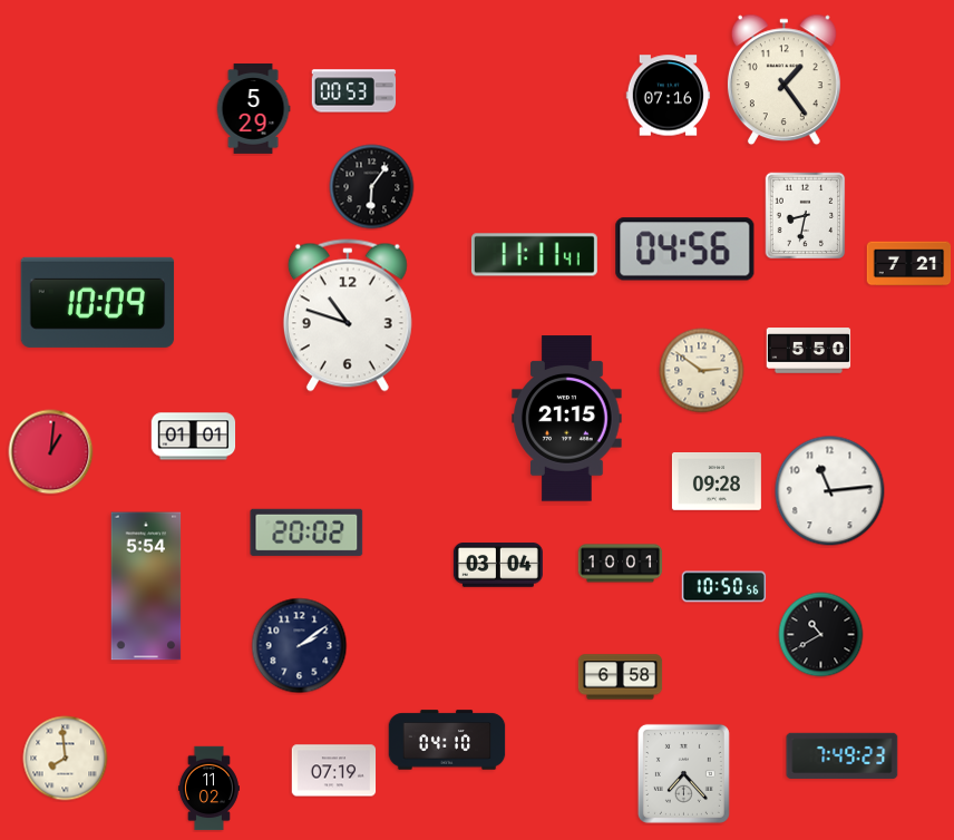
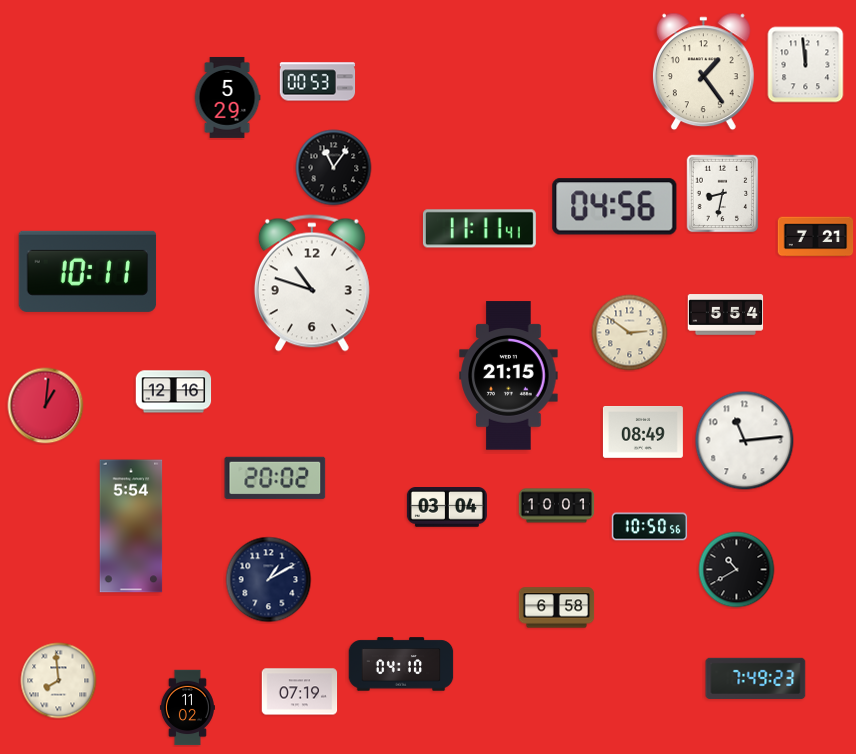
clock at (806, 65): none -> 11:59
clock at (669, 96): 07:16 -> none
clock at (372, 187): 6:06 -> 11:06
clock at (685, 250) position: (685, 250) -> (615, 207)
clock at (98, 302): 10:09 -> 10:11
clock at (809, 351): 5:50 -> 5:54
clock at (194, 437): 01:01 -> 12:16
clock at (717, 482): 09:28 -> 08:49
clock at (300, 646): 2:09 -> 1:10
clock at (683, 773): 7:23 -> none
